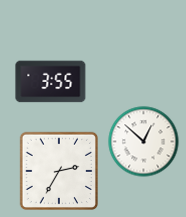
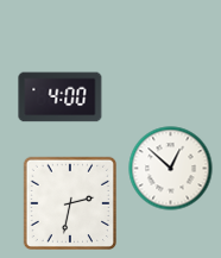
clock at (51, 82): 3:55 -> 4:00
clock at (59, 171): 2:35 -> 2:32
